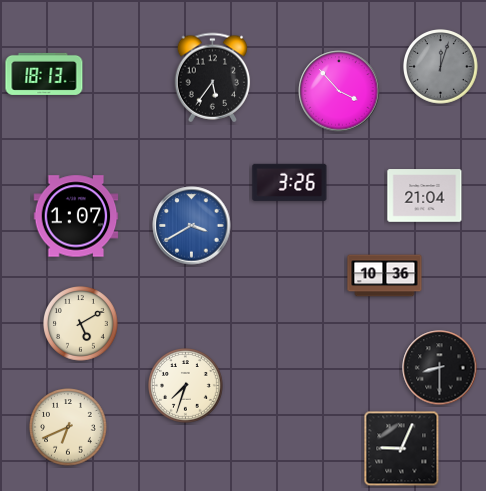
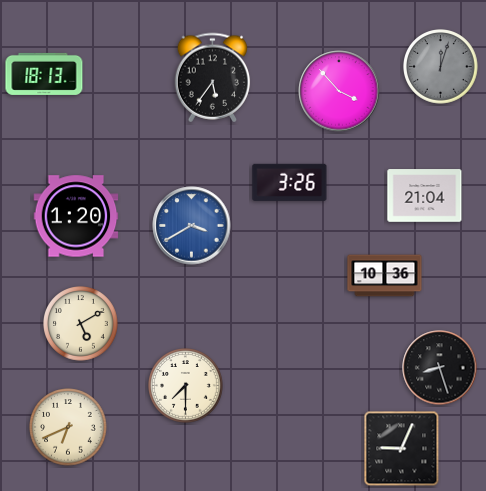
clock at (76, 216): 1:07 -> 1:20
clock at (440, 368): 8:30 -> 8:27
clock at (186, 386): 7:33 -> 7:30
